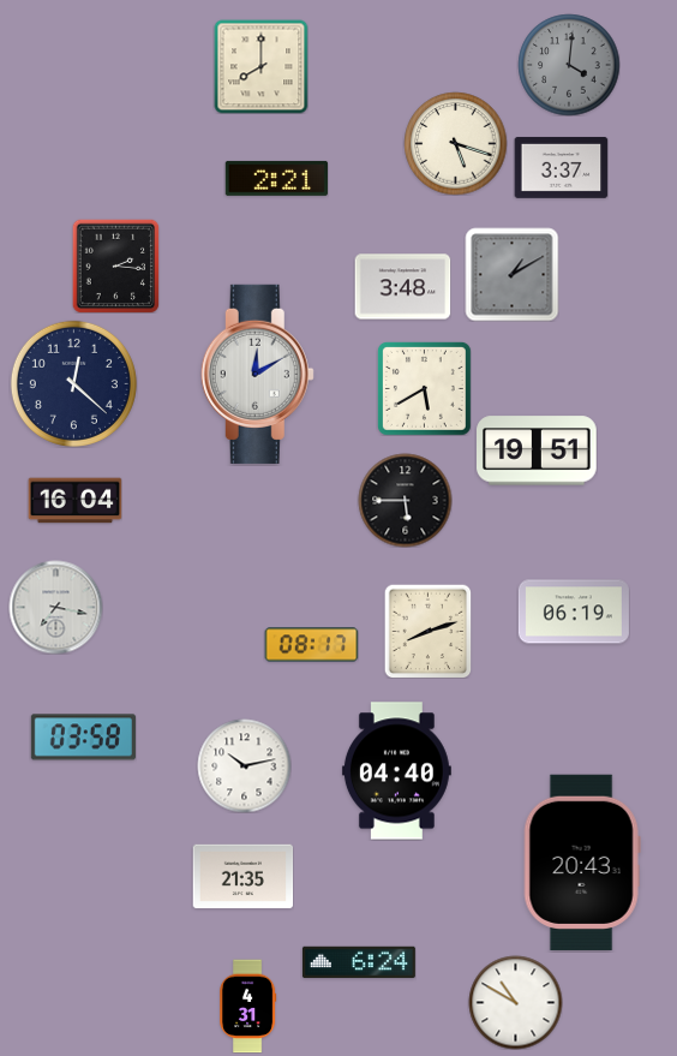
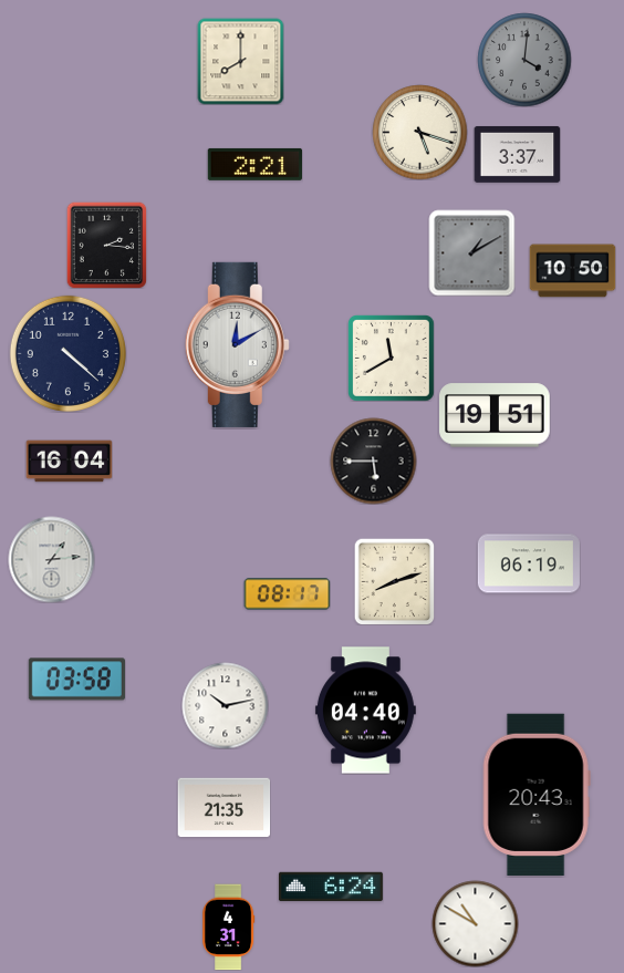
clock at (402, 287): 3:48 -> none
clock at (572, 271): none -> 10:50
clock at (73, 383): 12:22 -> 4:22
clock at (425, 389): 5:40 -> 11:40
clock at (55, 607): 7:17 -> 1:14
